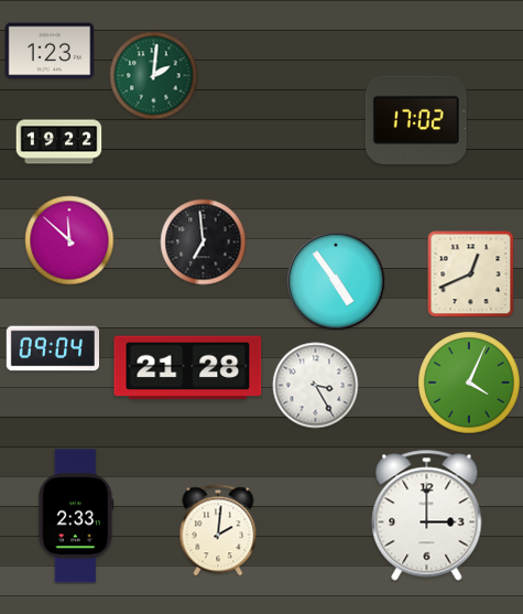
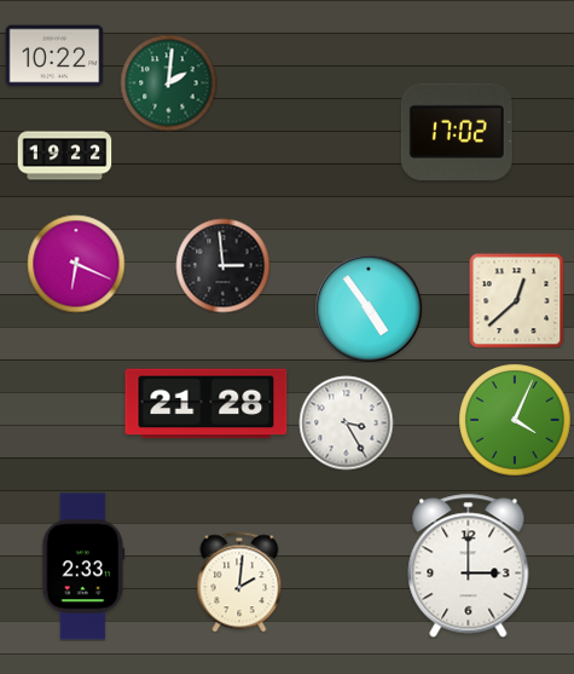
clock at (50, 51): 1:23 -> 10:22
clock at (69, 240): 11:52 -> 6:19
clock at (203, 241): 6:59 -> 2:59
clock at (470, 273): 12:41 -> 12:38
clock at (53, 348): 09:04 -> none
